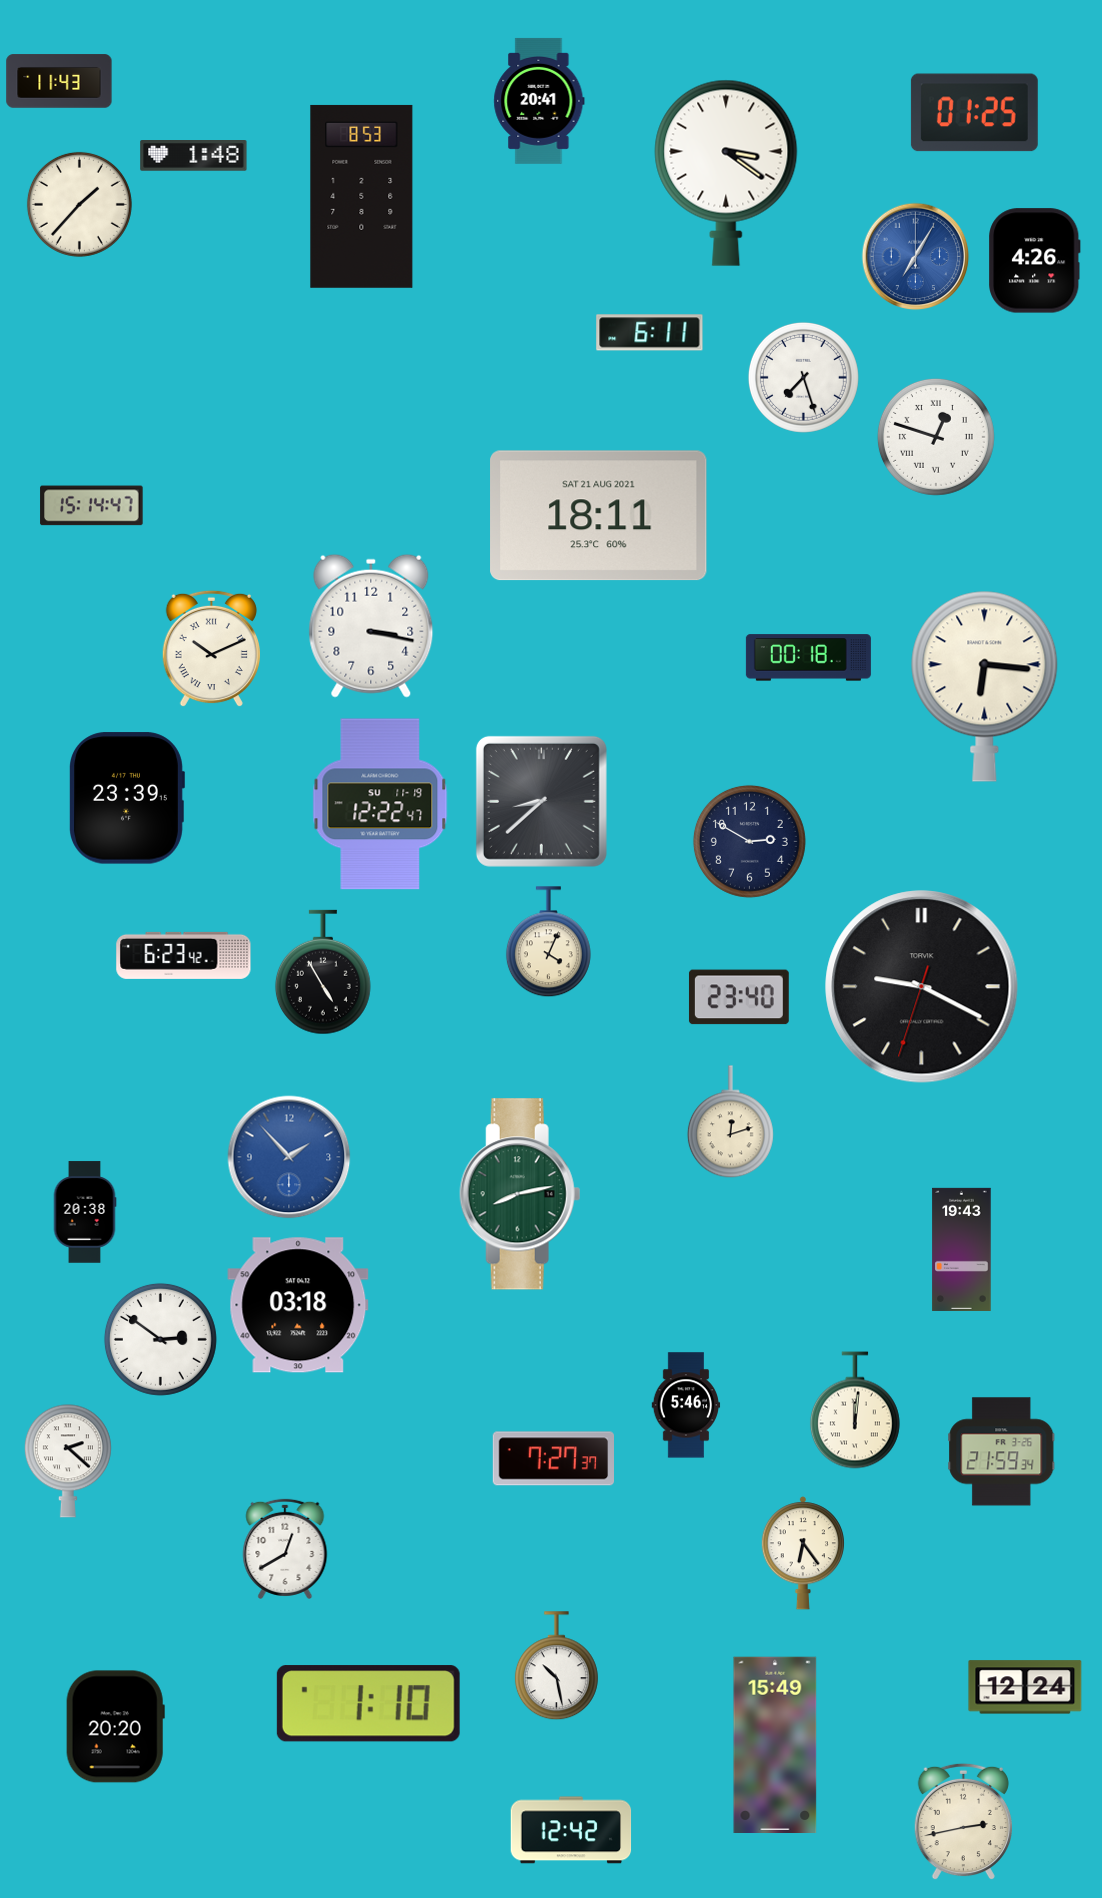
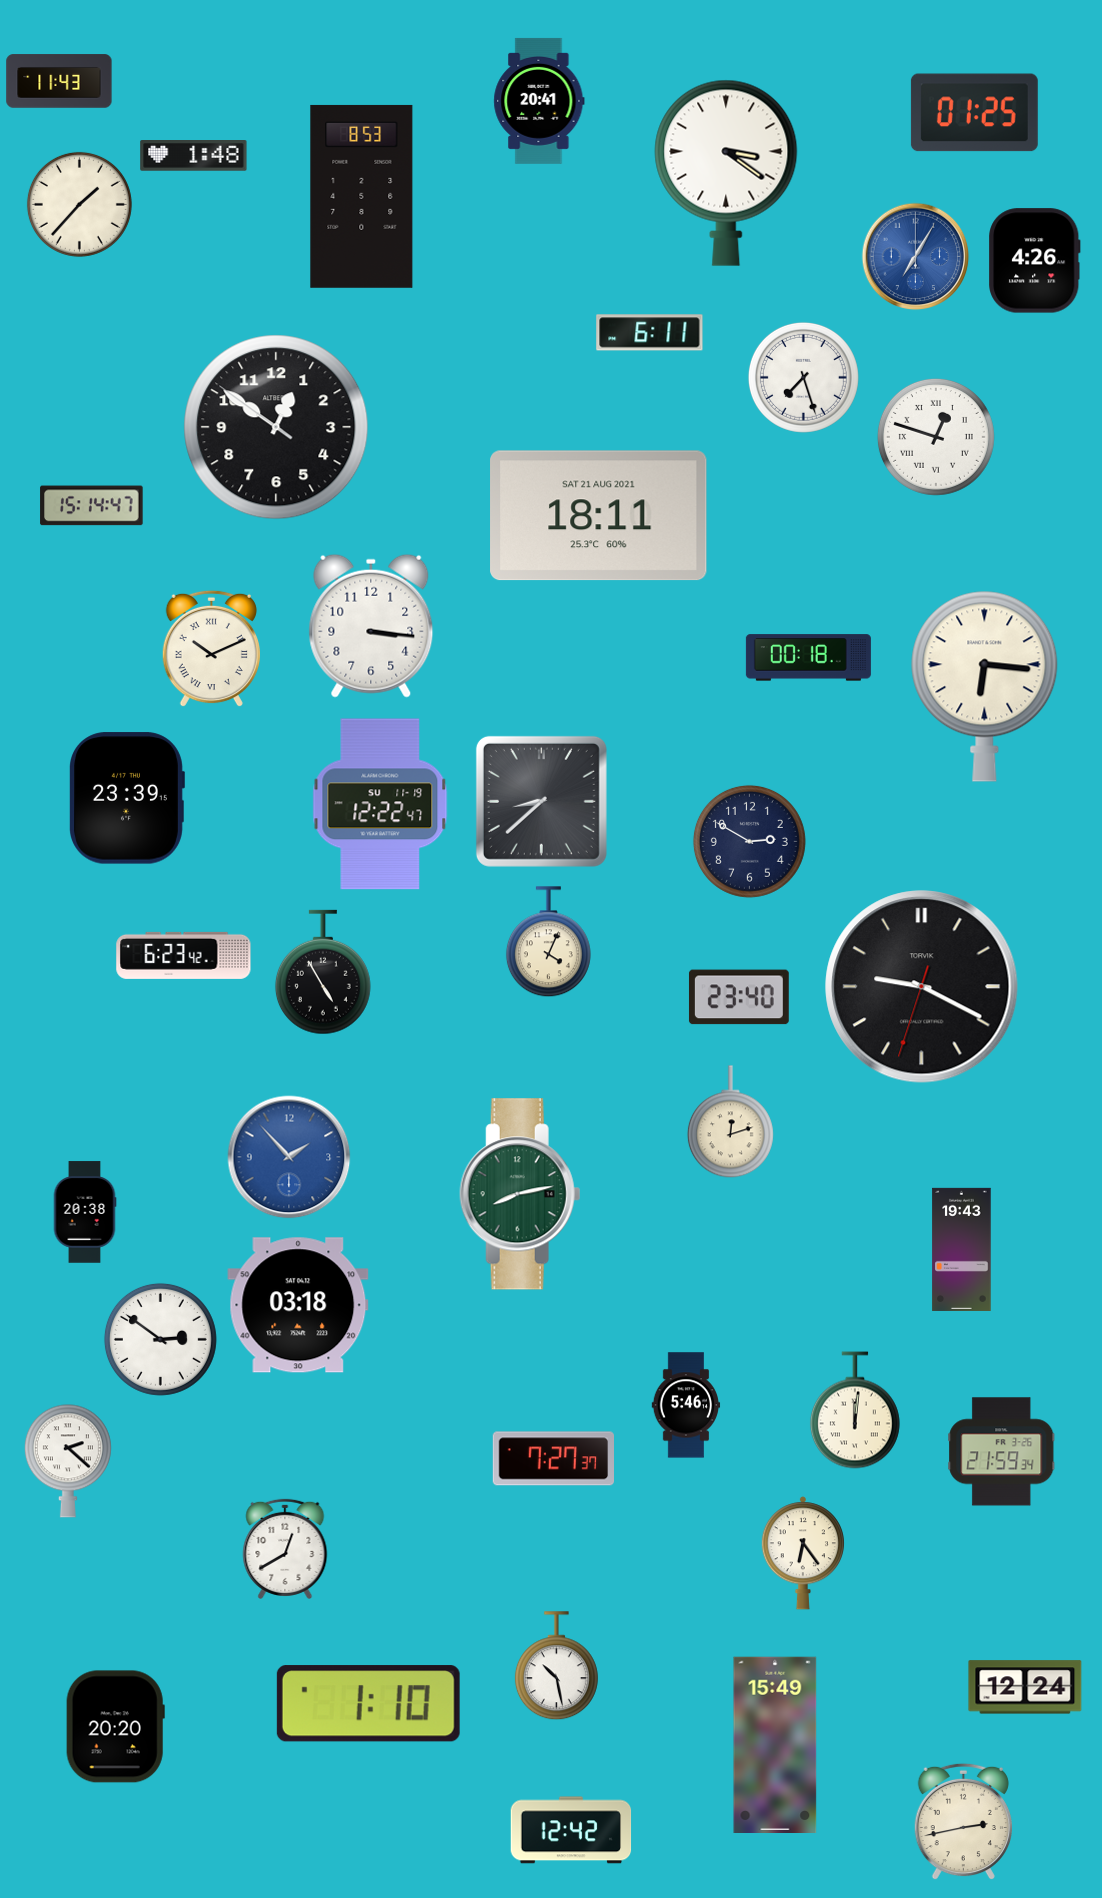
clock at (276, 427): none -> 12:50
clock at (371, 626): 3:17 -> 3:16
